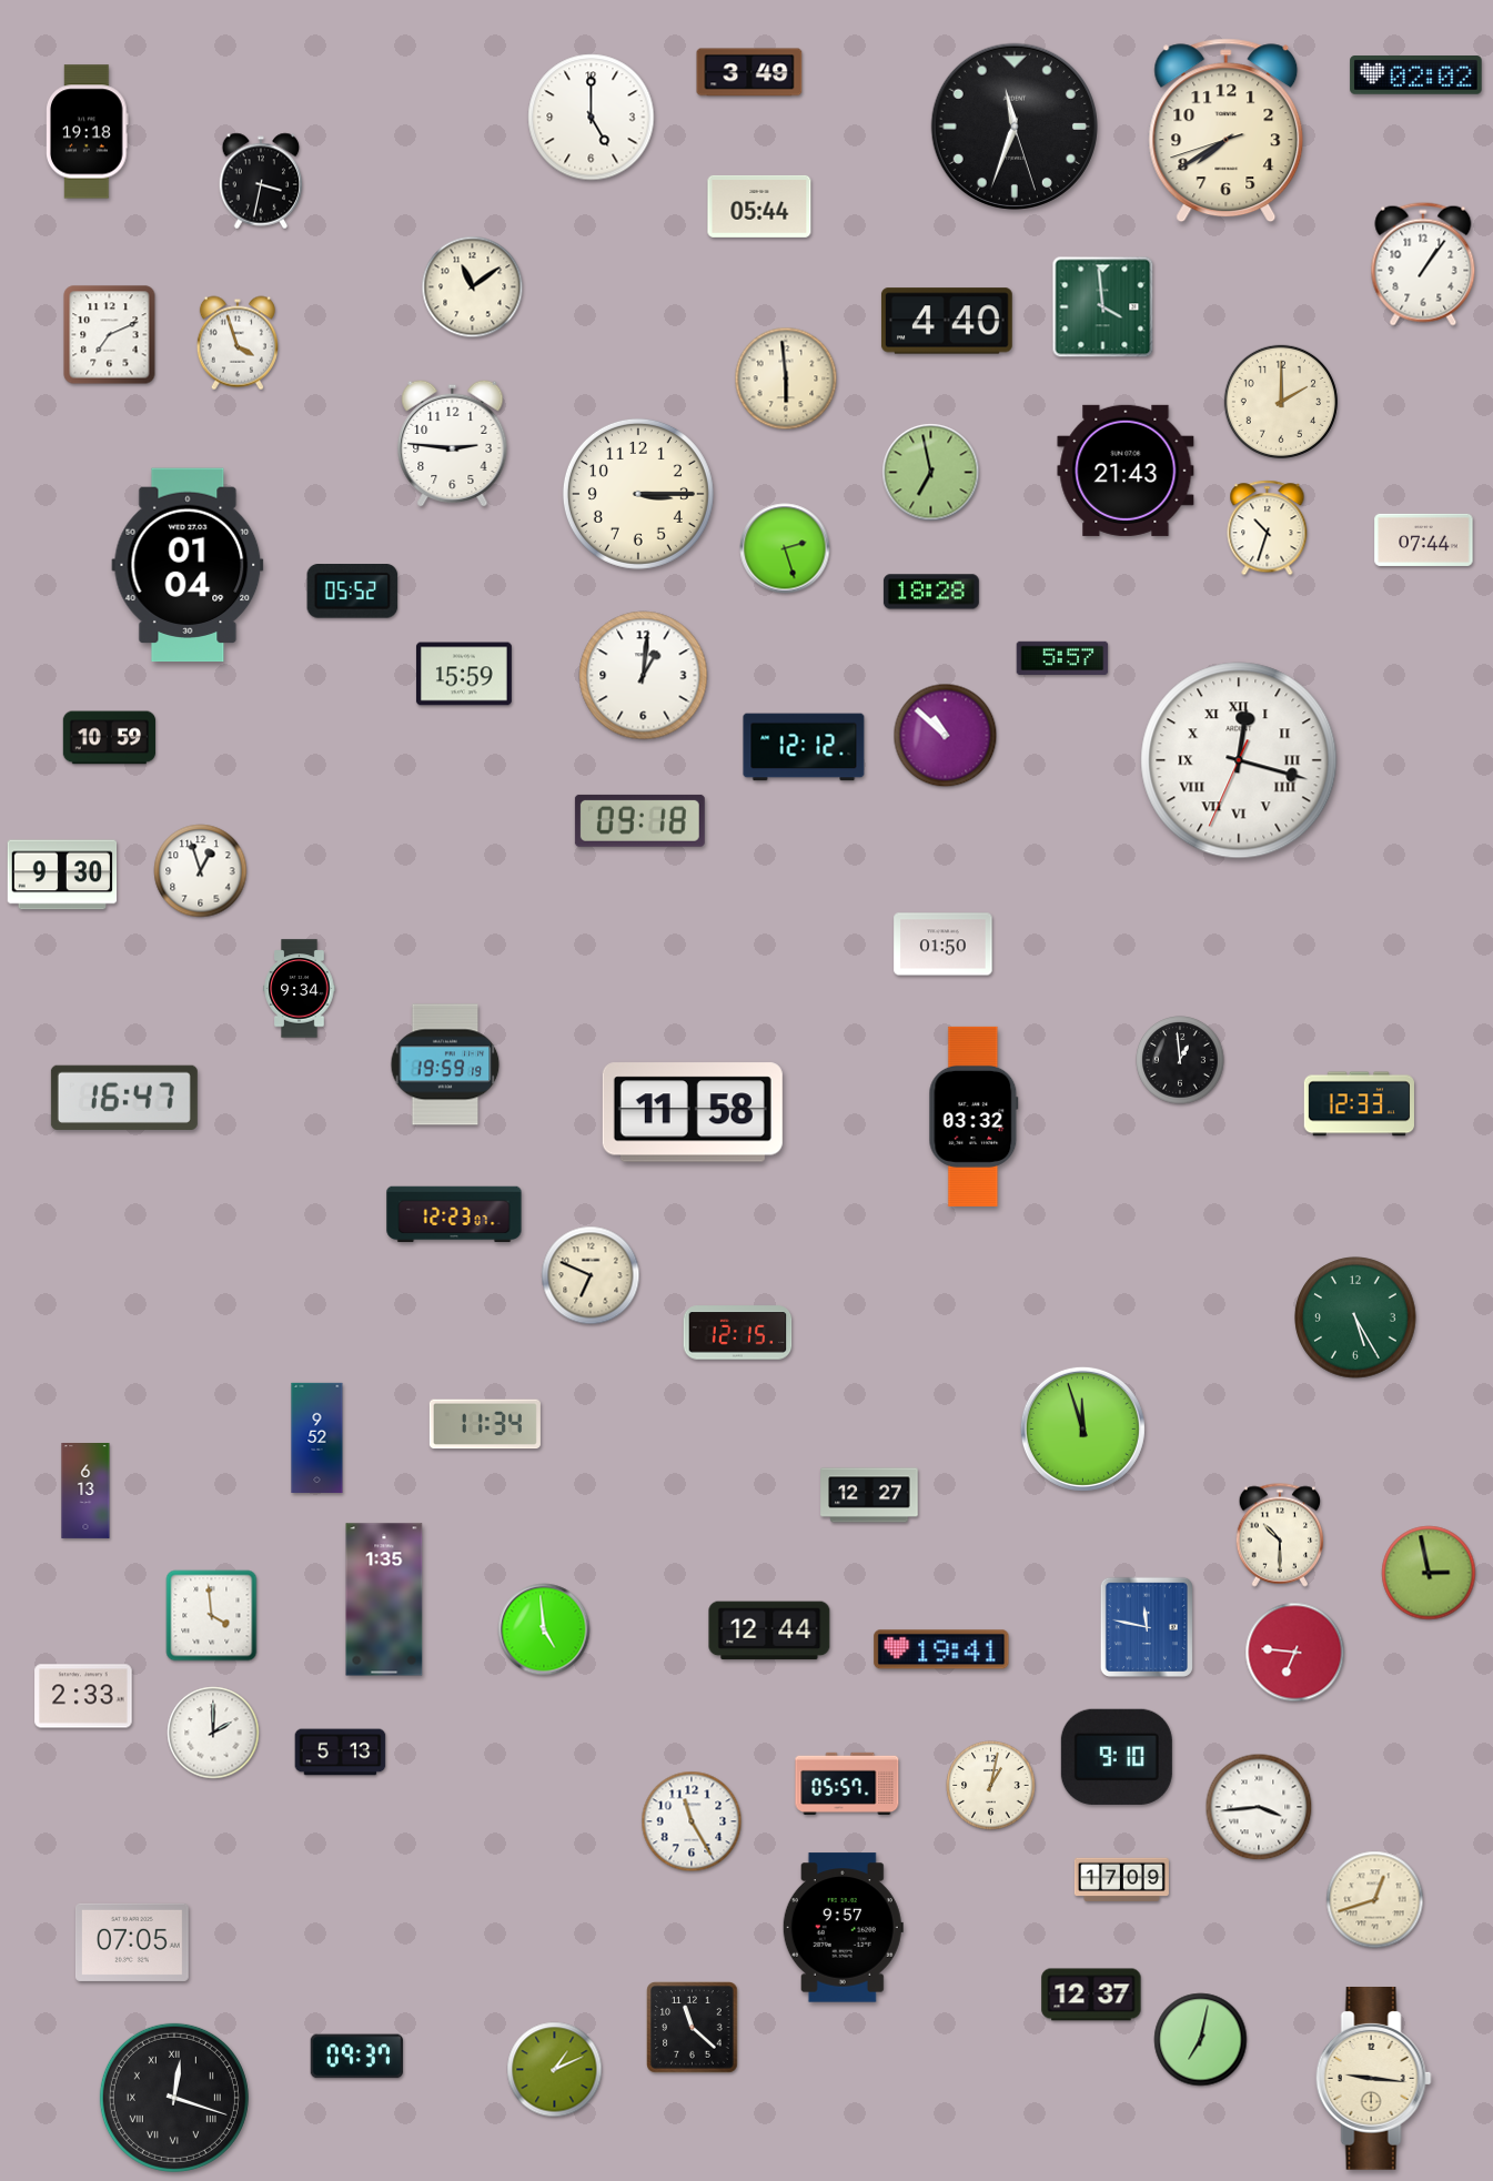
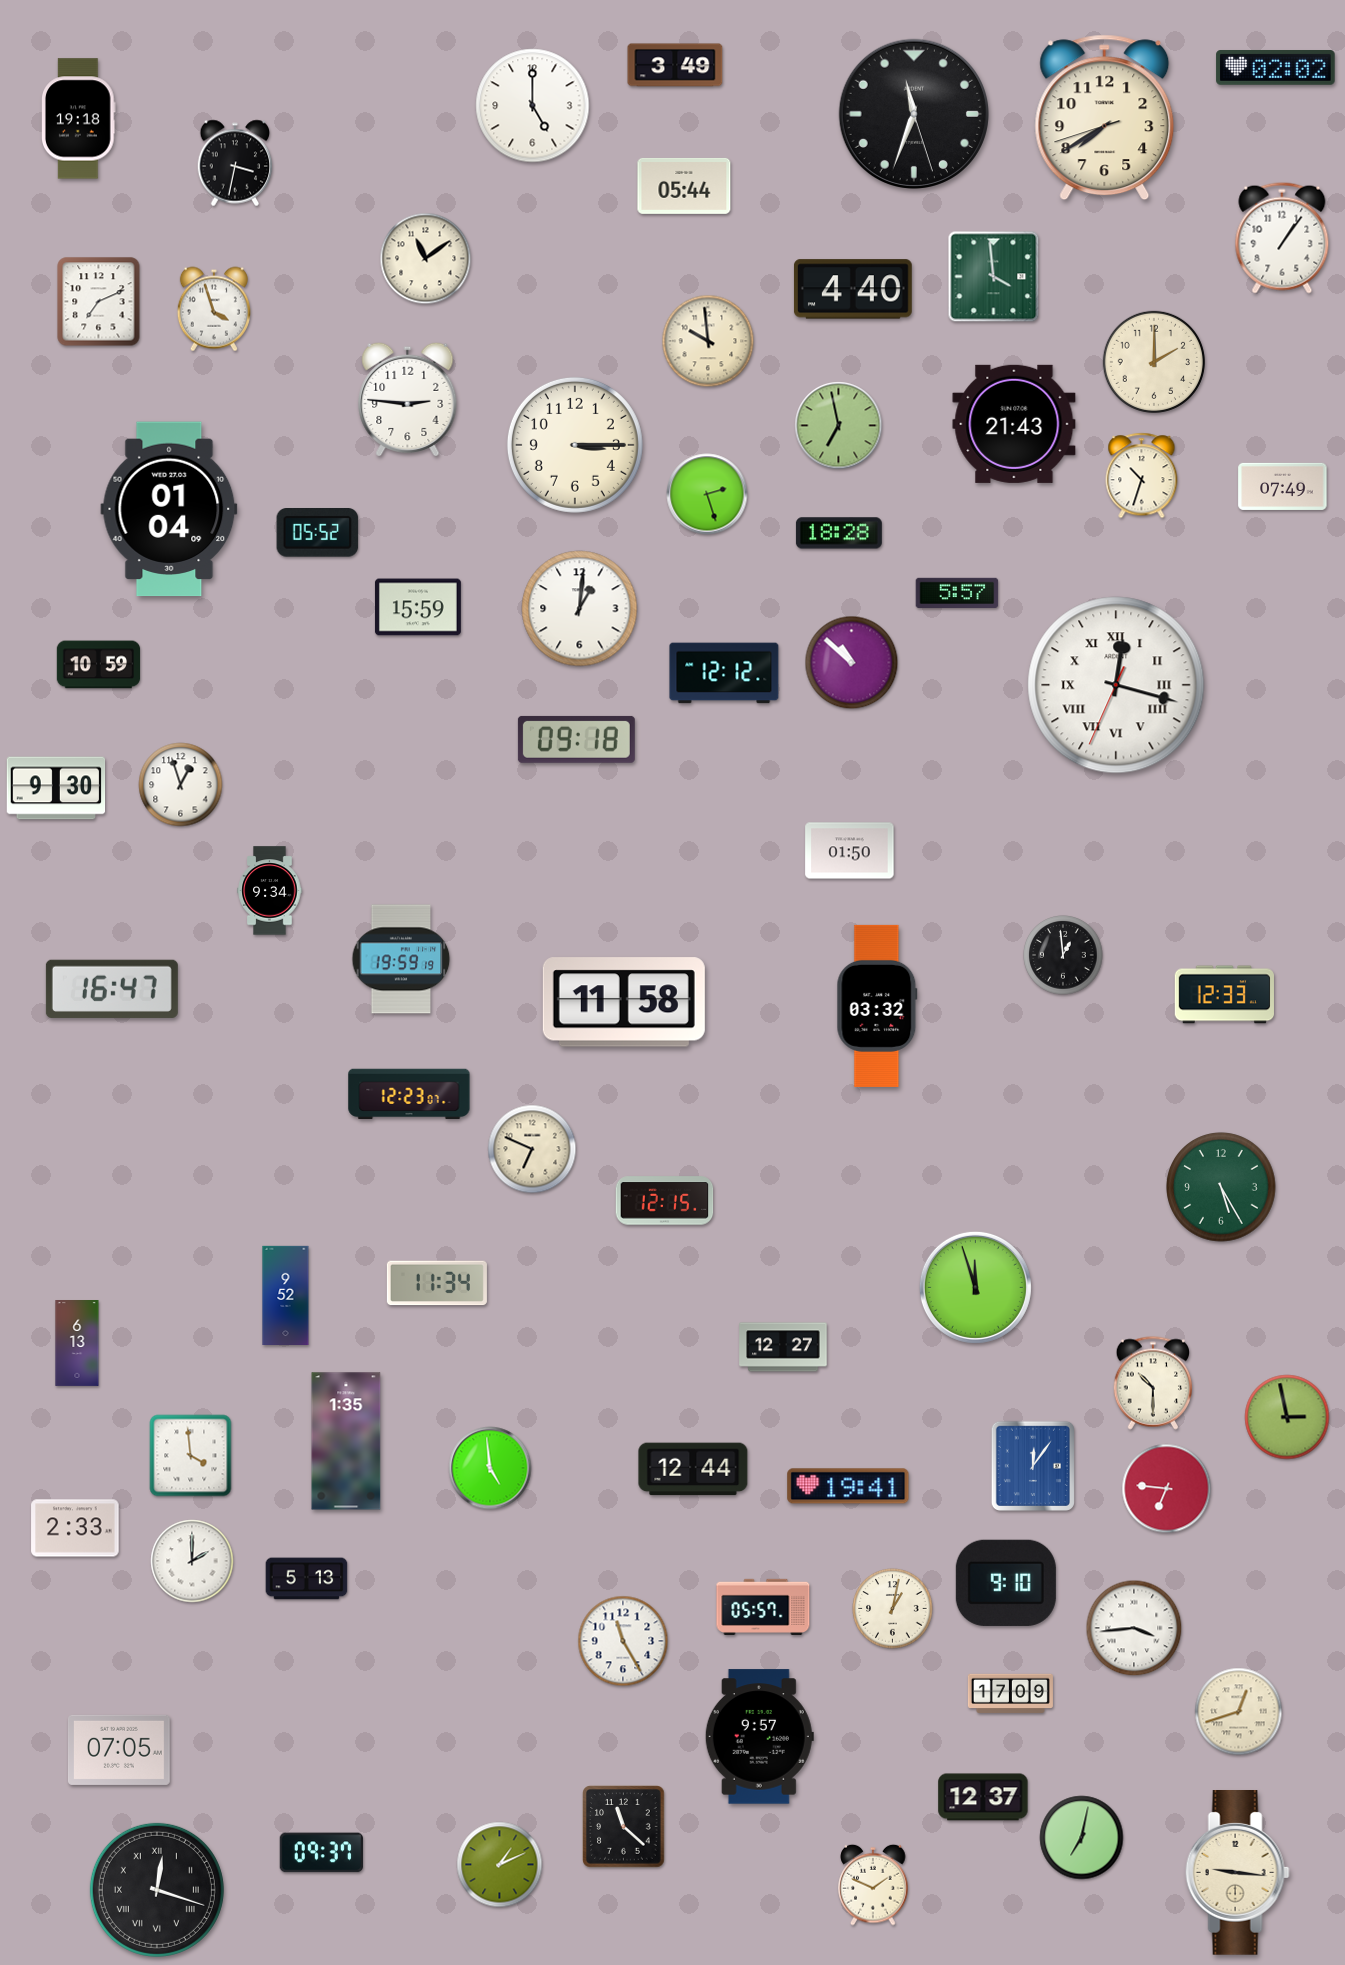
clock at (786, 378): 5:59 -> 9:59
clock at (1424, 539): 07:44 -> 07:49
clock at (1147, 1627): 11:47 -> 12:06
clock at (873, 1885): none -> 1:49
